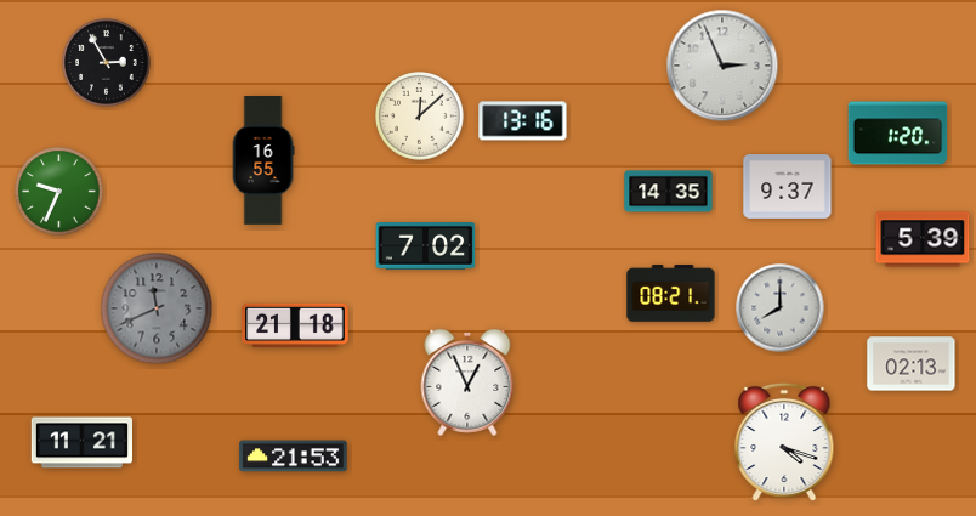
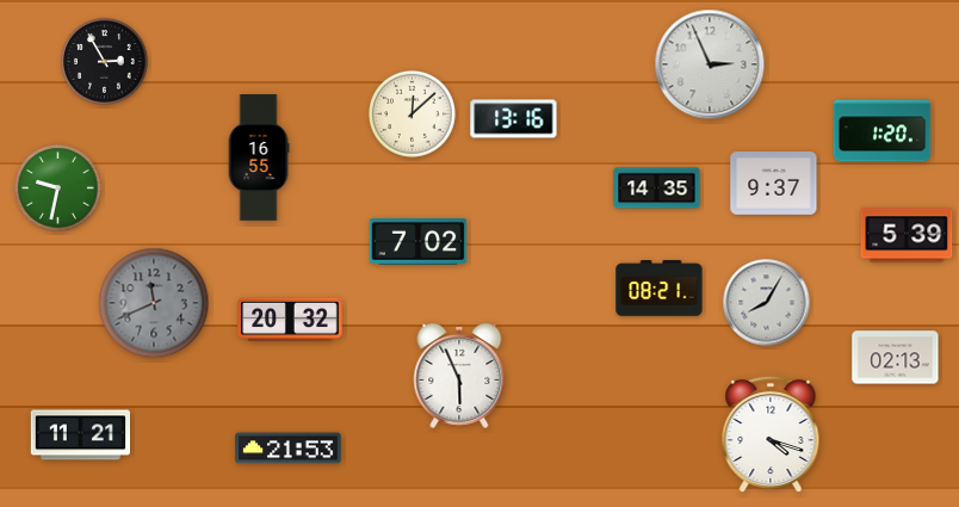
clock at (59, 192): 9:34 -> 9:32
clock at (781, 308): 8:00 -> 8:05
clock at (295, 325): 21:18 -> 20:32
clock at (467, 382): 12:56 -> 5:56
